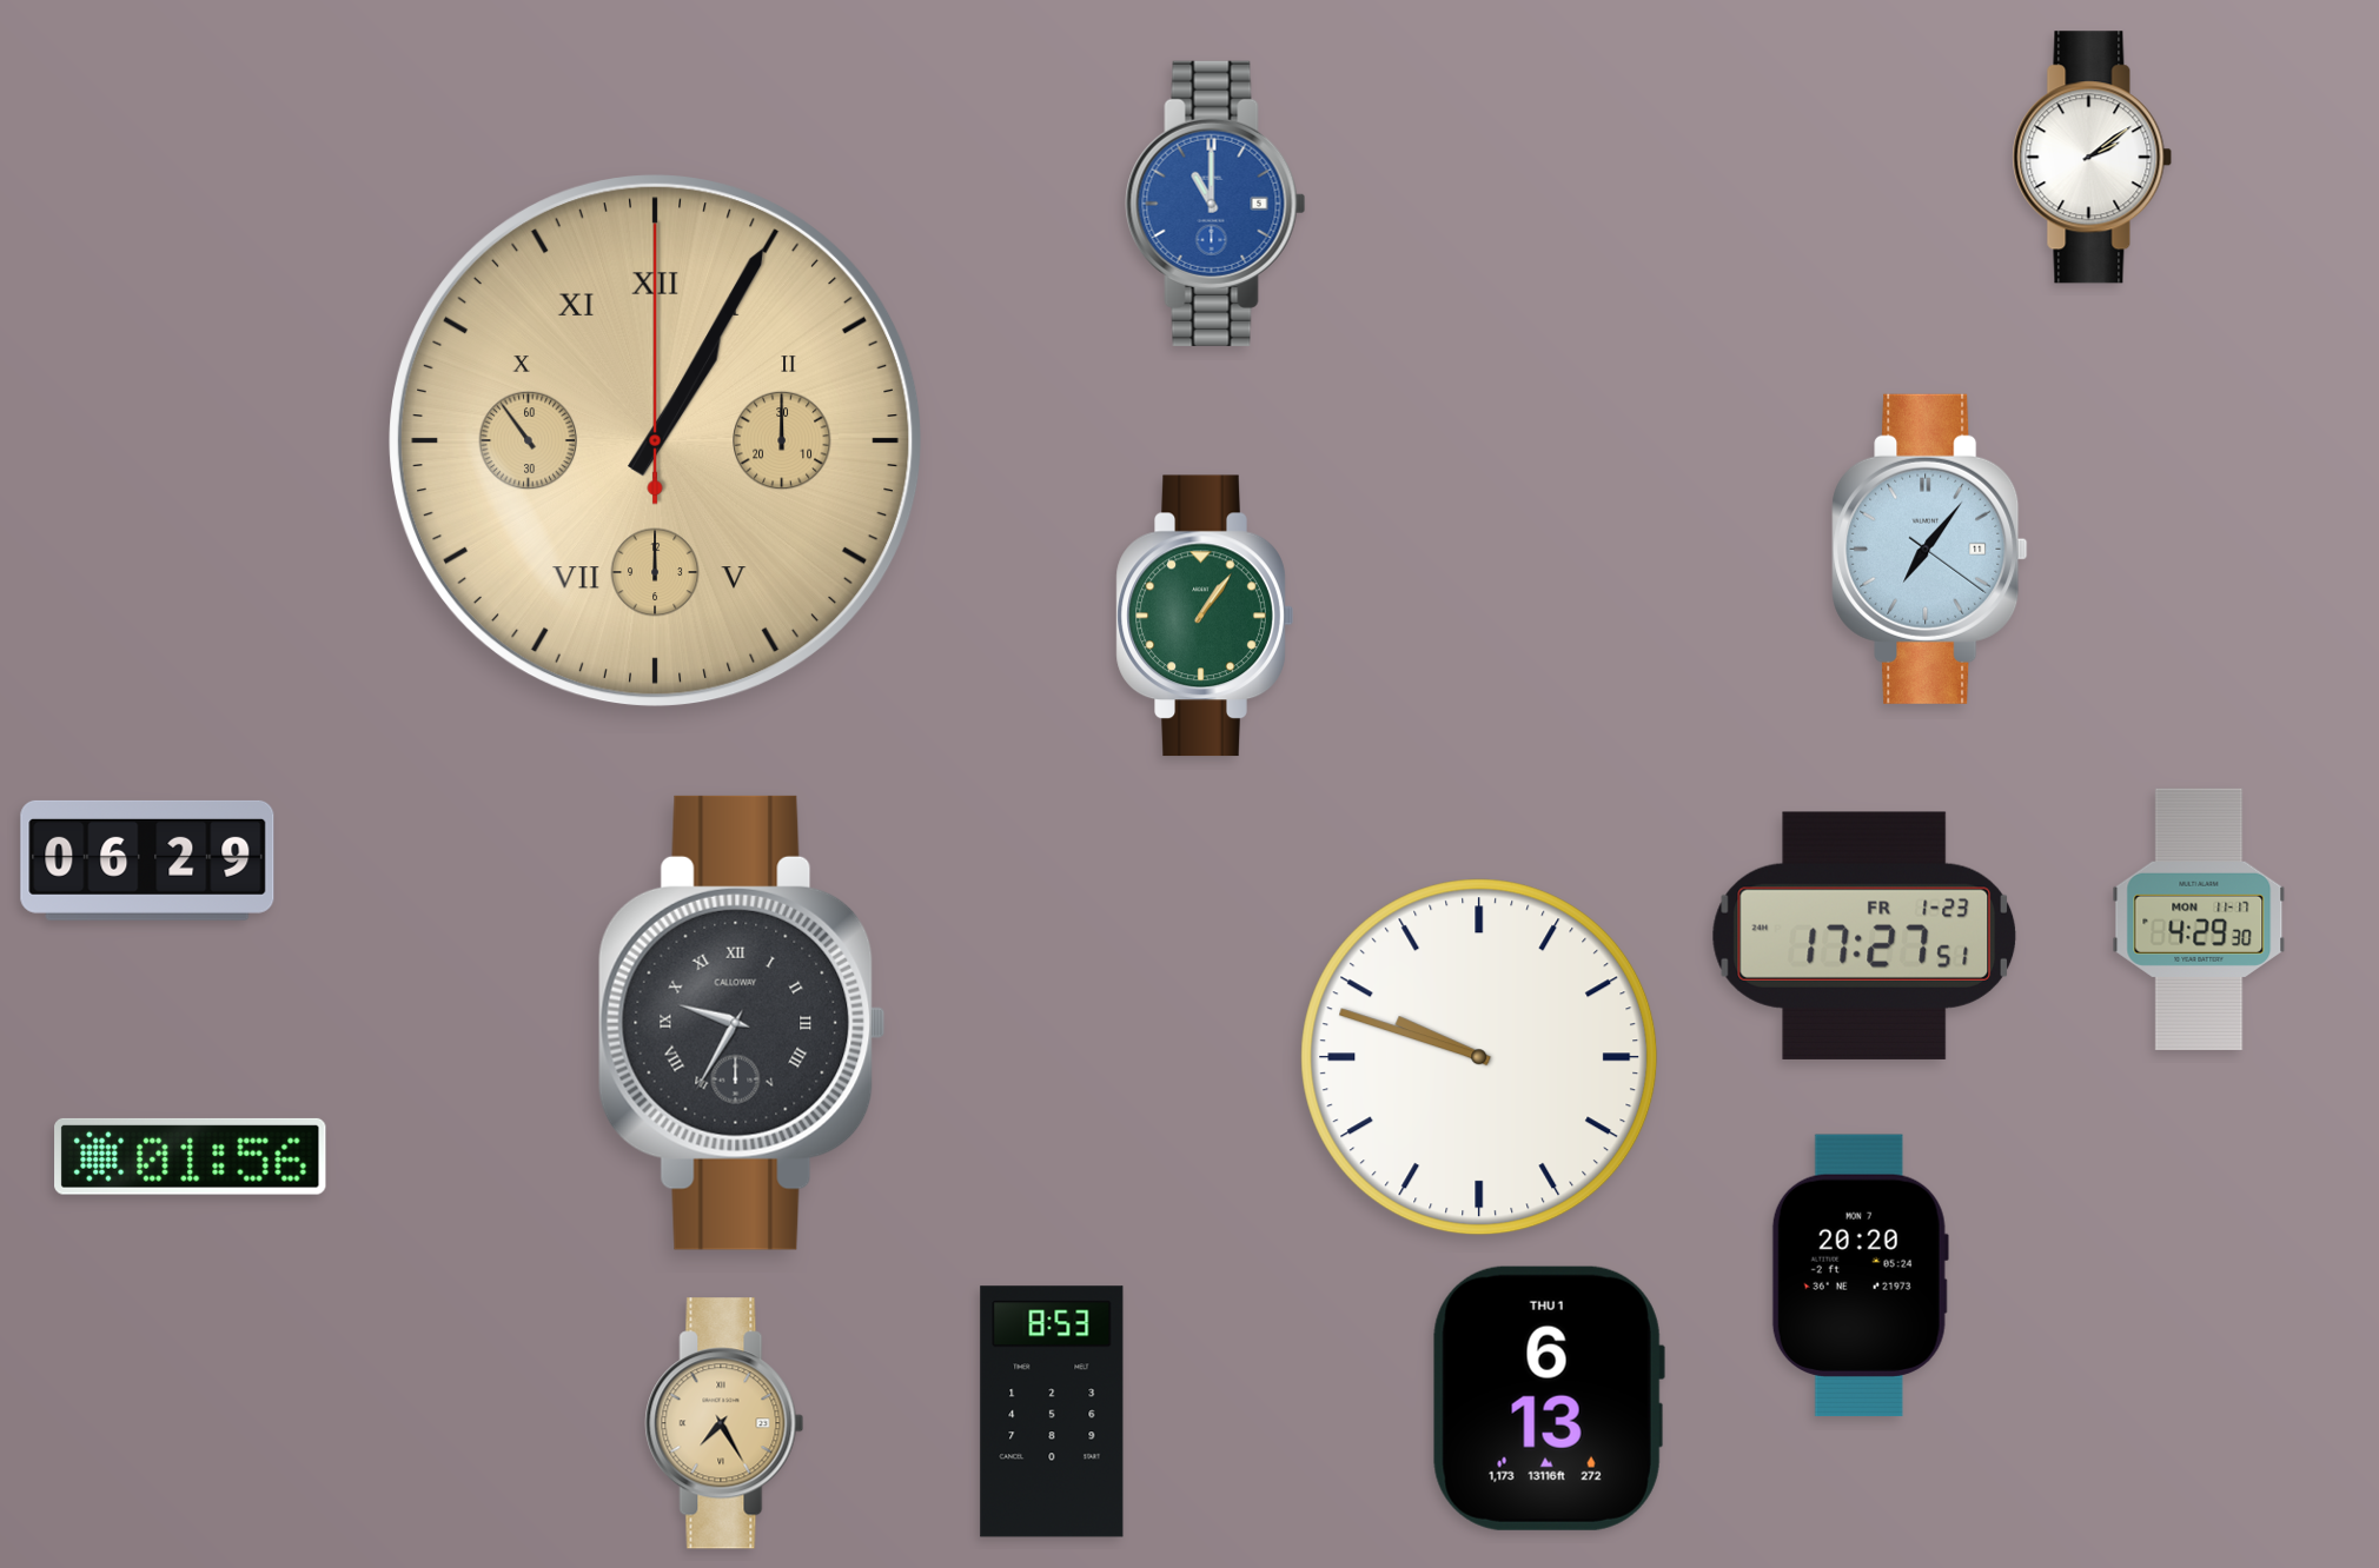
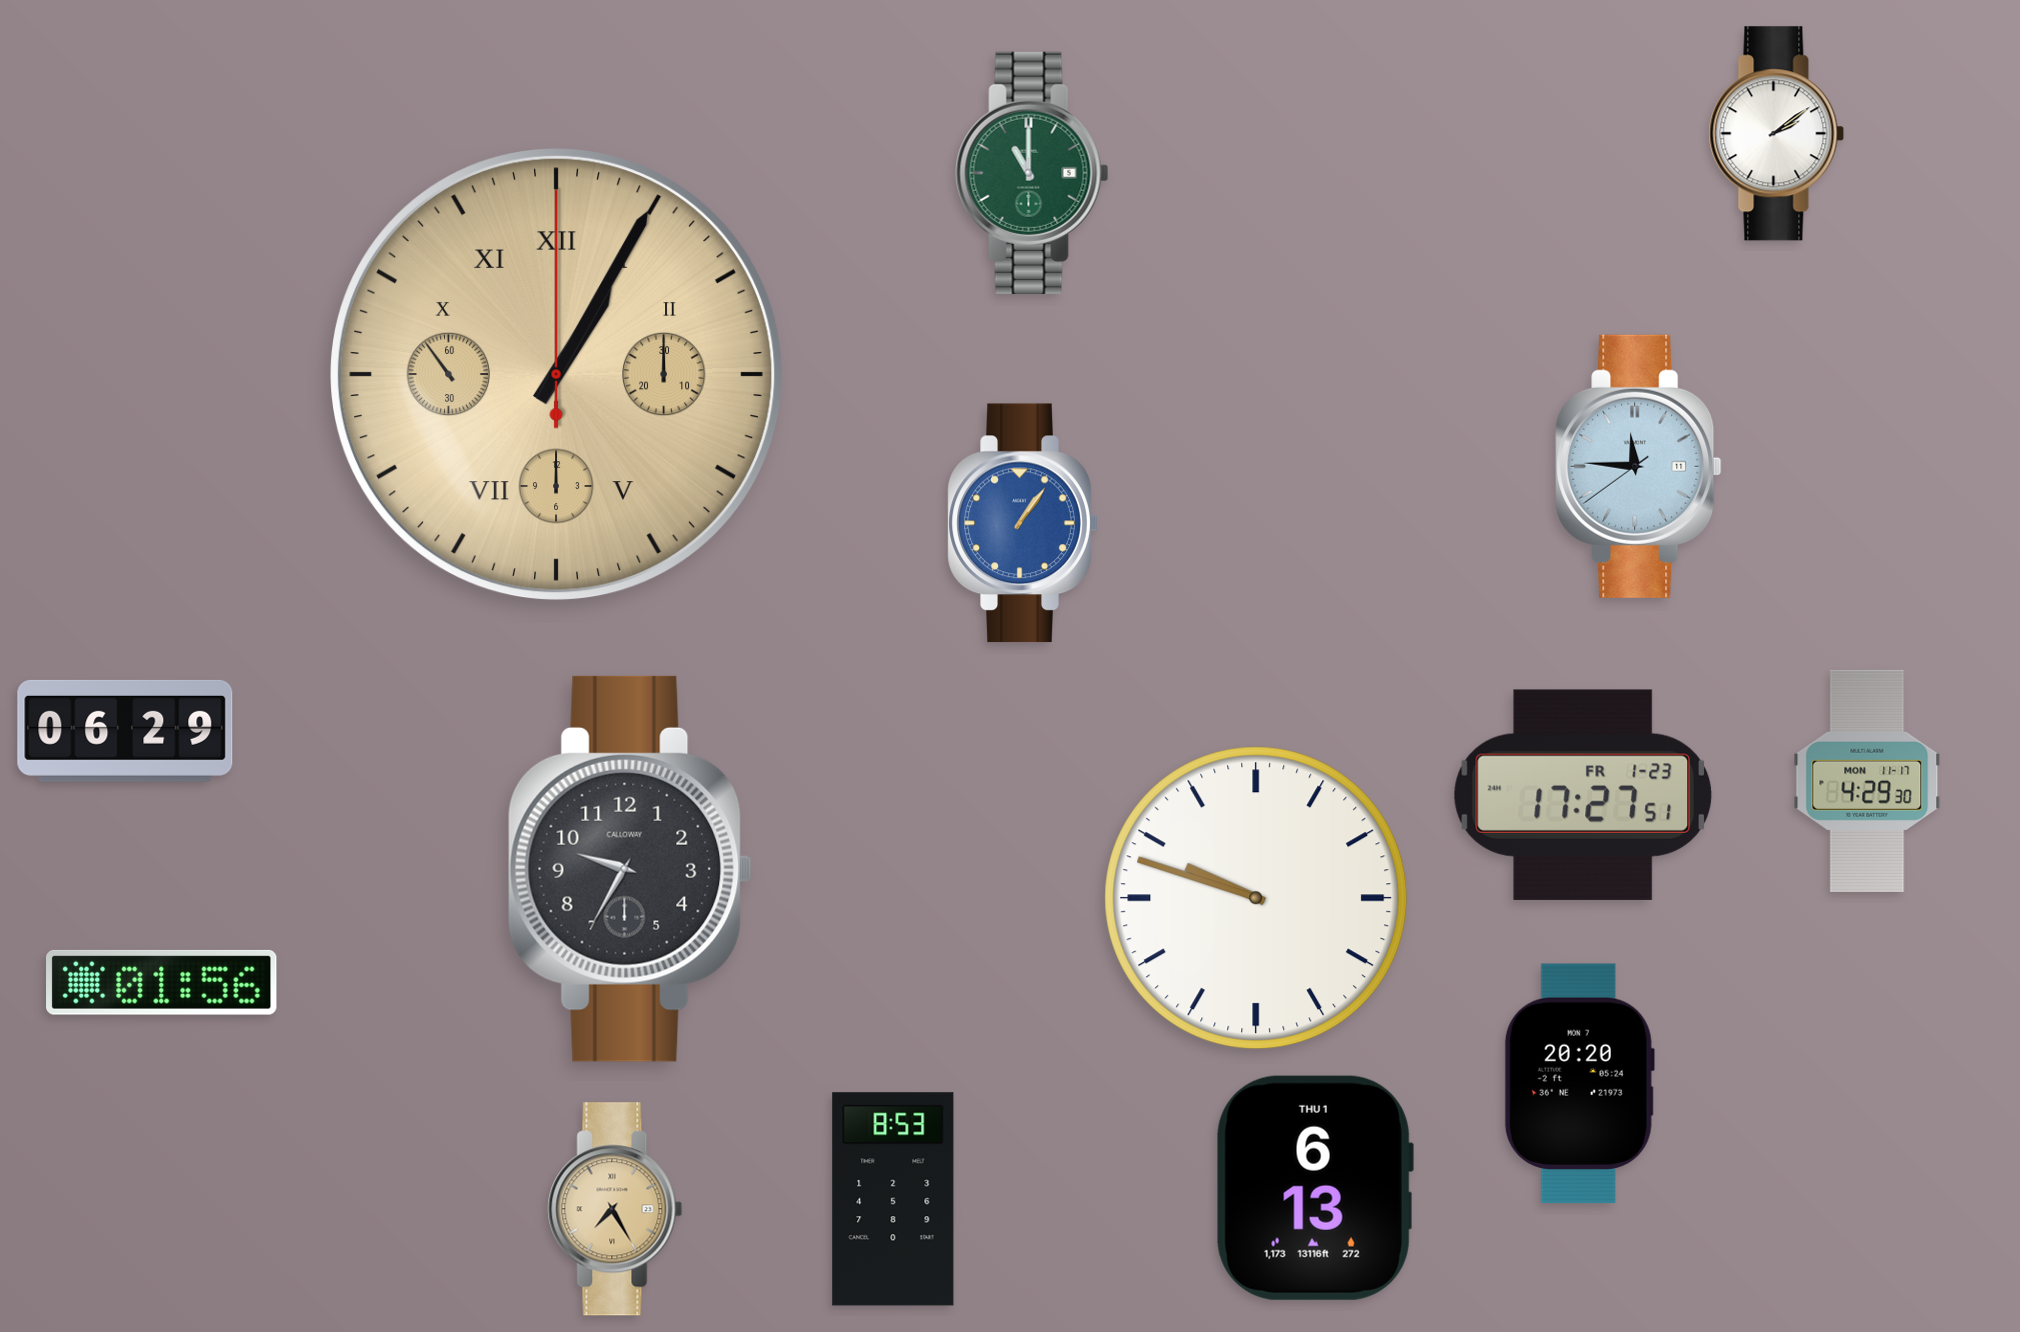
clock at (1215, 204) dial: blue -> green
clock at (1930, 549): 7:06 -> 11:45
clock at (1205, 616) dial: green -> blue
clock at (742, 1023) numerals: Roman -> Arabic
